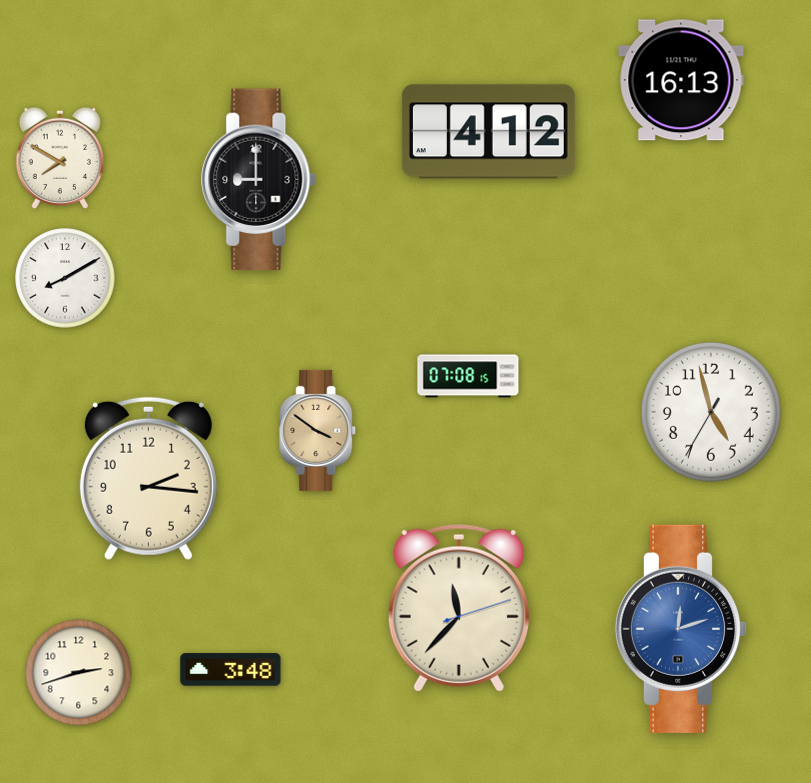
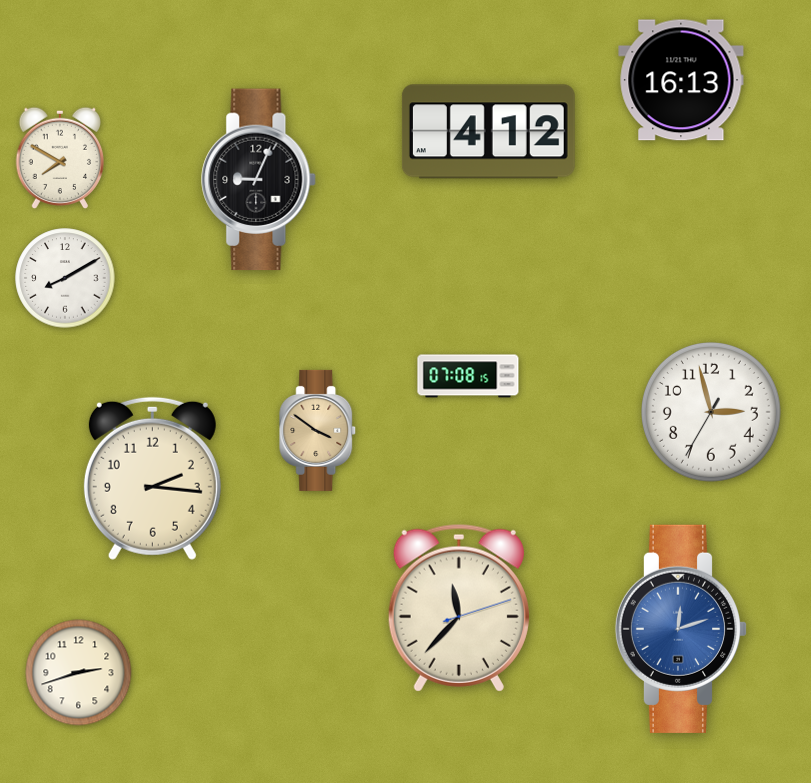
clock at (259, 180): 9:00 -> 9:04
clock at (711, 412): 4:57 -> 2:57
clock at (148, 478) position: (148, 478) -> (152, 478)
clock at (231, 670): 3:48 -> none
